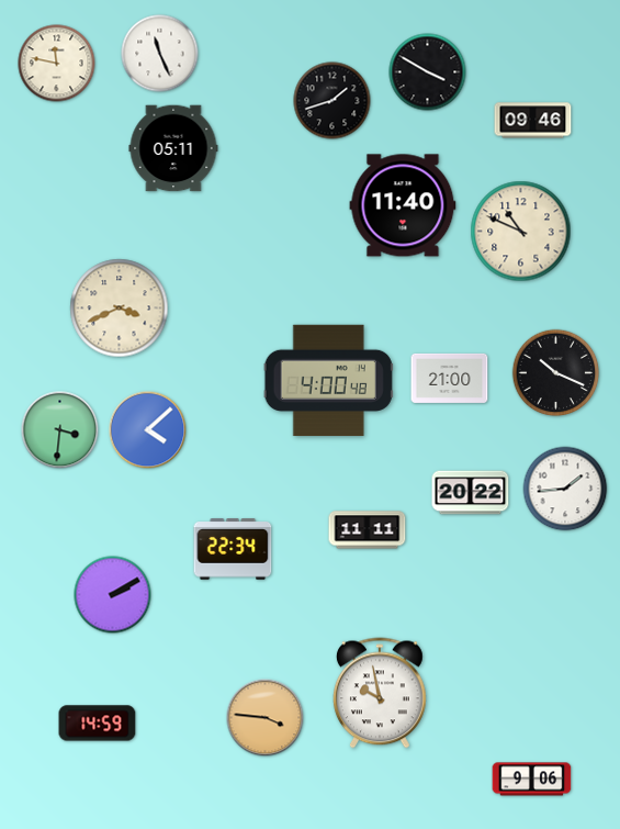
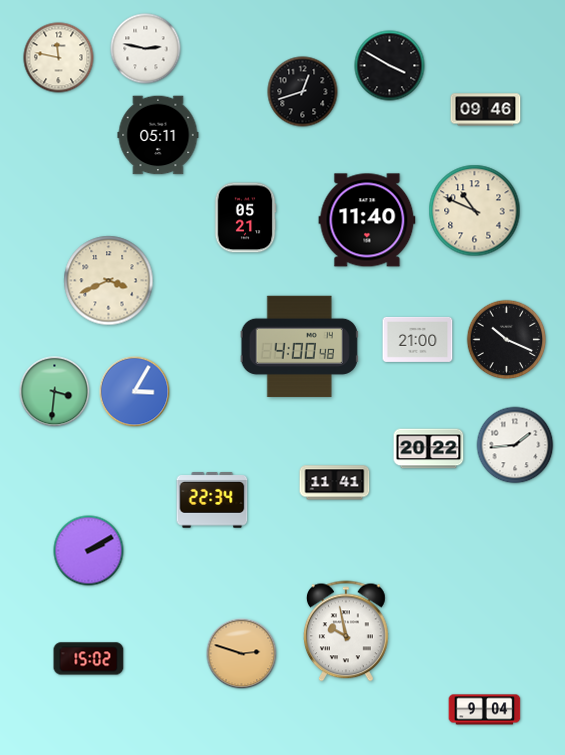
clock at (160, 54): 11:26 -> 2:47
clock at (57, 64) position: (57, 64) -> (59, 58)
clock at (332, 101): 1:42 -> 12:42
clock at (403, 205) position: (403, 205) -> (367, 220)
clock at (245, 218): none -> 05:21
clock at (450, 378) position: (450, 378) -> (418, 339)
clock at (148, 430): 4:08 -> 3:05
clock at (368, 530): 11:11 -> 11:41
clock at (113, 595) position: (113, 595) -> (89, 551)
clock at (266, 718): 3:46 -> 2:48
clock at (98, 724): 14:59 -> 15:02
clock at (532, 780): 9:06 -> 9:04
